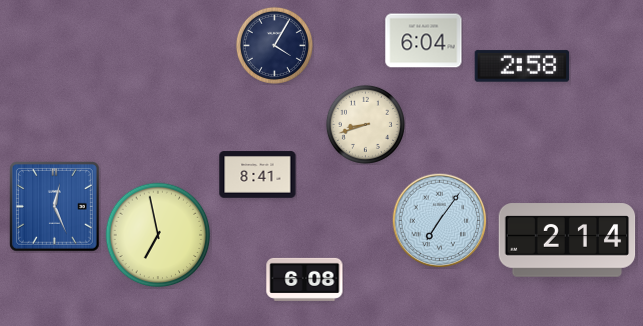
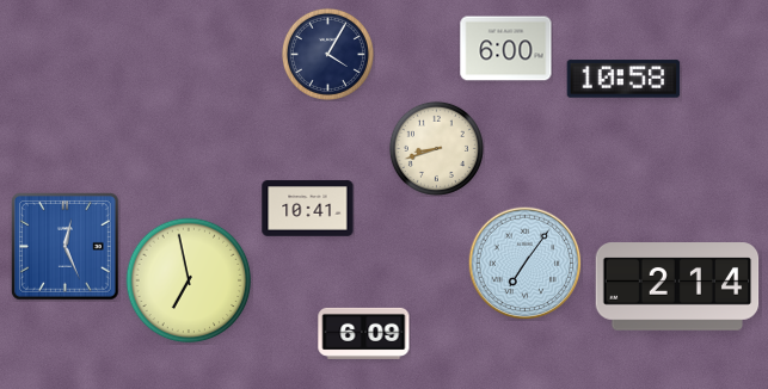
clock at (424, 41): 6:04 -> 6:00
clock at (522, 66): 2:58 -> 10:58
clock at (258, 175): 8:41 -> 10:41
clock at (305, 279): 6:08 -> 6:09
